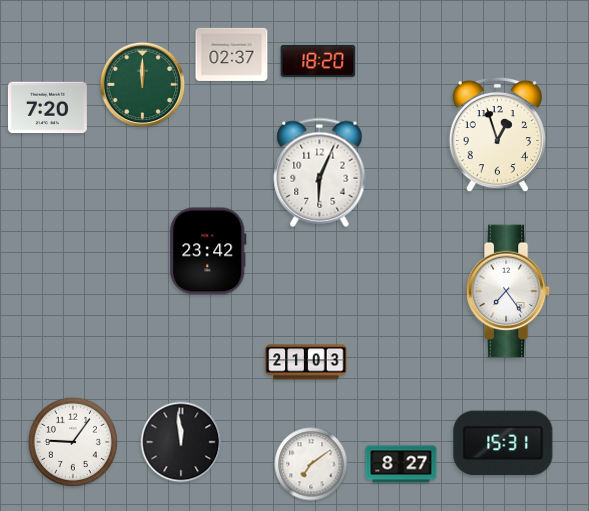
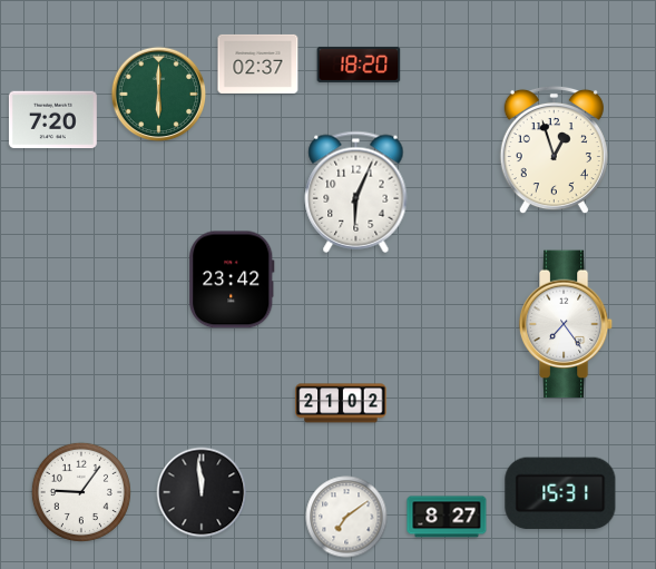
clock at (232, 54) position: (232, 54) -> (258, 63)
clock at (318, 61) position: (318, 61) -> (359, 65)
clock at (143, 85): 12:00 -> 6:00
clock at (306, 362): 21:03 -> 21:02
